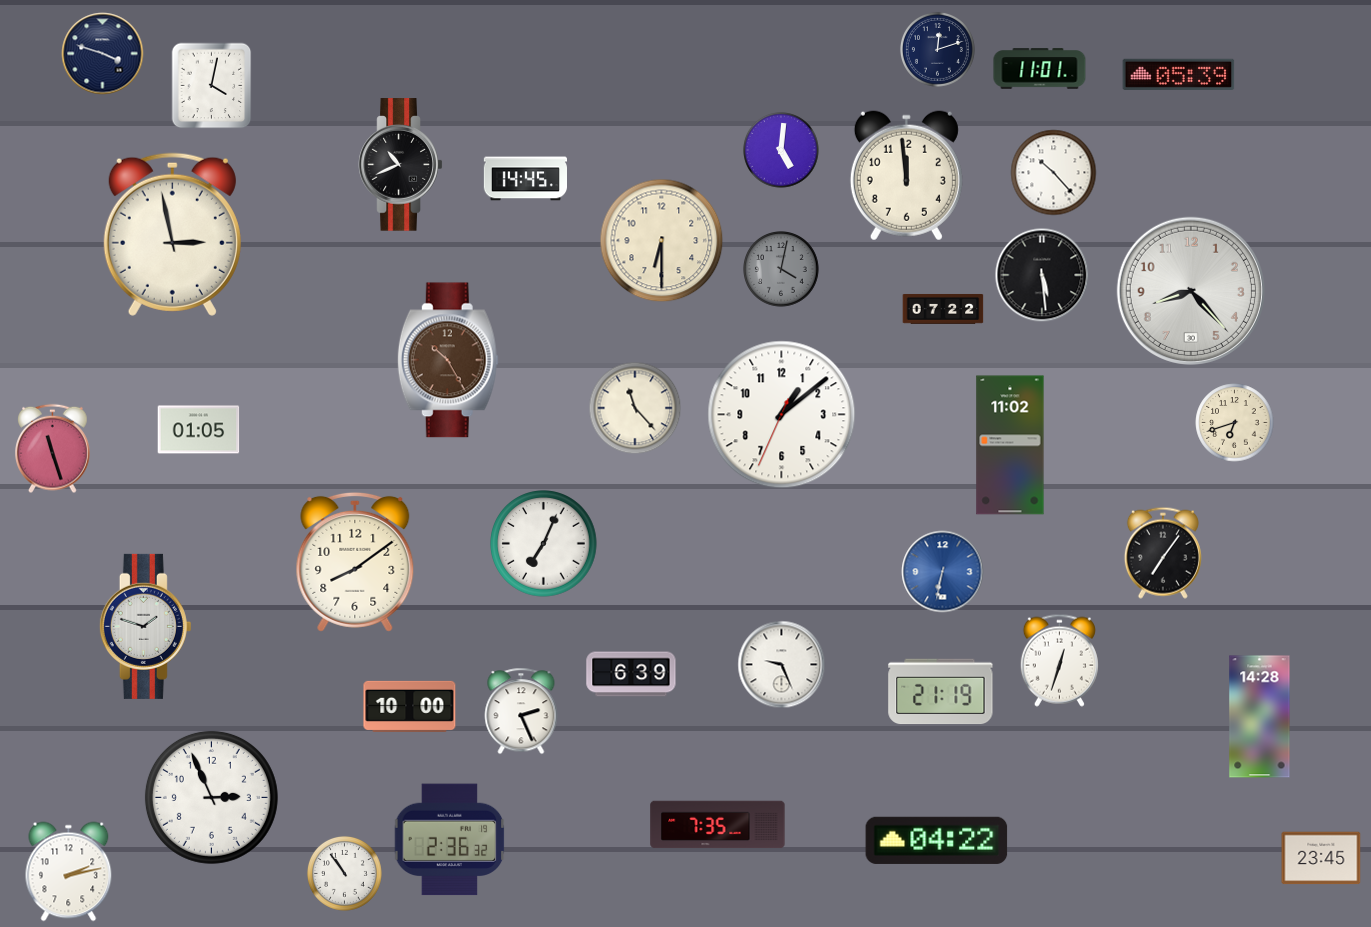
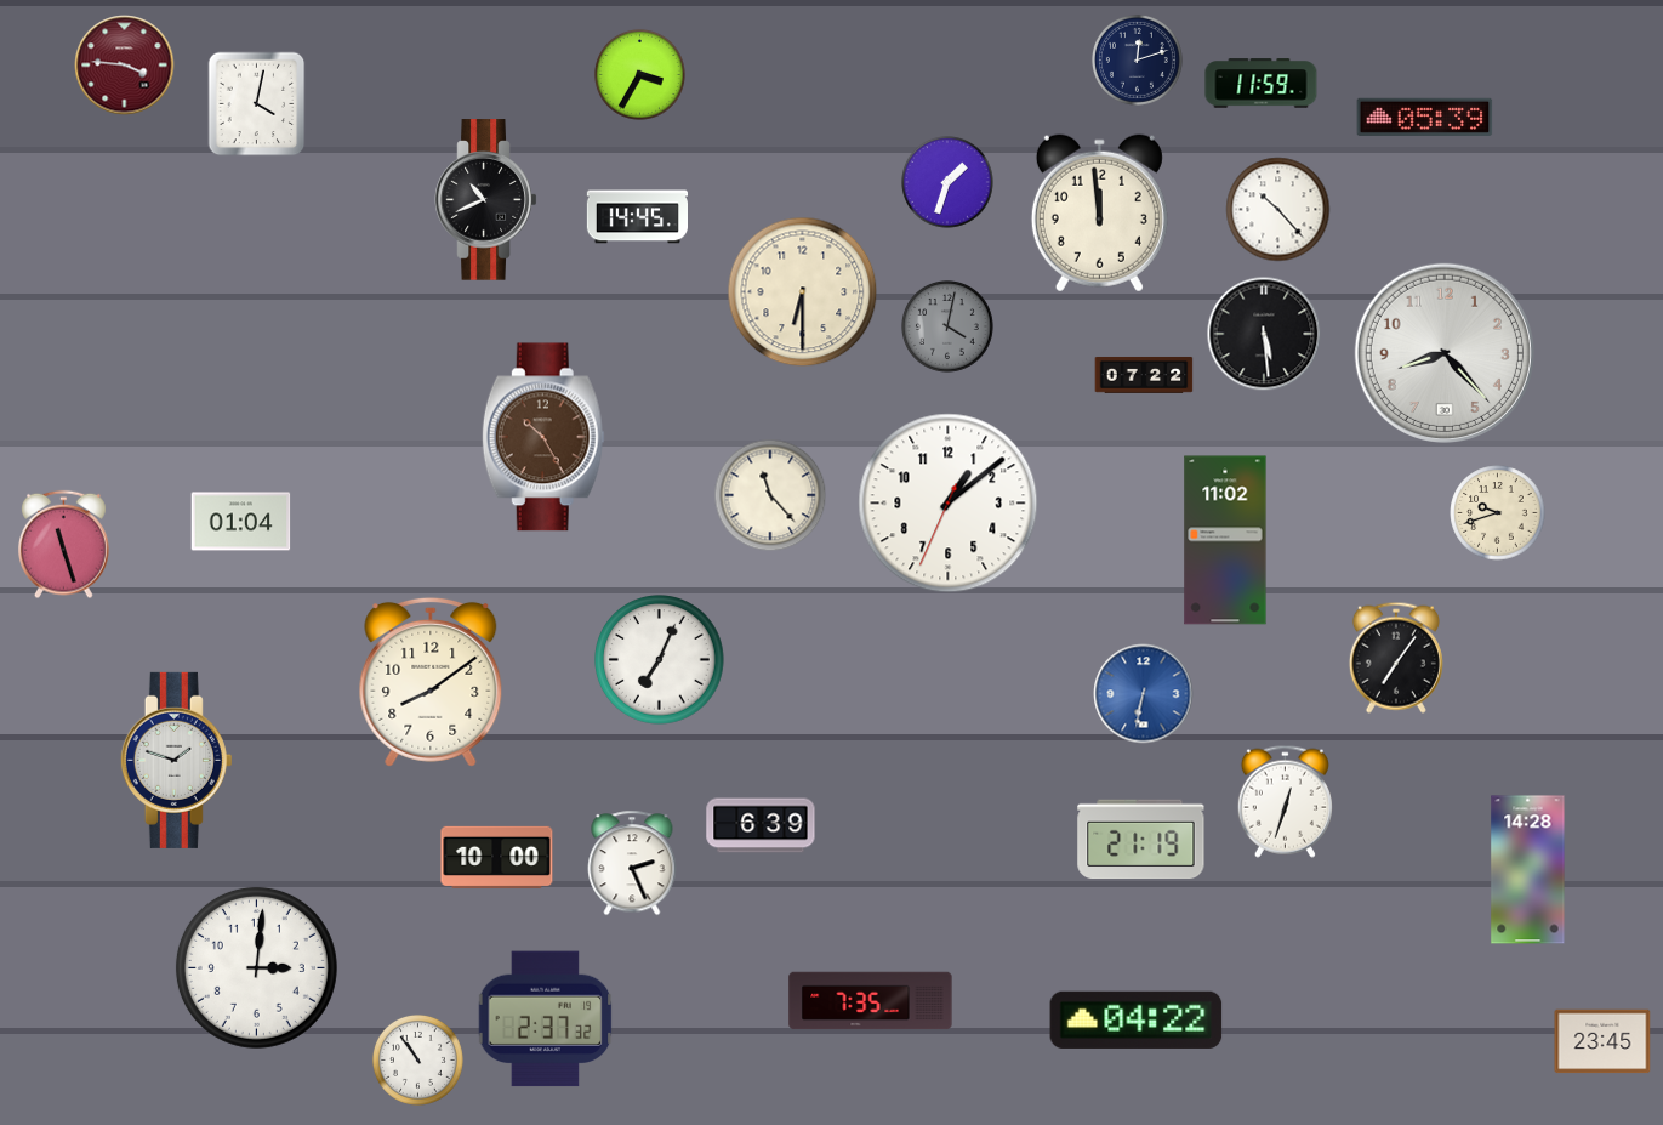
clock at (103, 54): 3:48 -> 3:46
clock at (103, 54) dial: navy -> burgundy
clock at (639, 74): none -> 3:35
clock at (1040, 69): 11:01 -> 11:59
clock at (1179, 74) position: (1179, 74) -> (1425, 117)
clock at (782, 151): 5:01 -> 1:33
clock at (172, 234): 2:58 -> none
clock at (1235, 423): 6:42 -> 9:42
clock at (199, 430): 01:05 -> 01:04
clock at (1163, 553) position: (1163, 553) -> (1396, 658)
clock at (782, 665): 9:26 -> none
clock at (631, 674) position: (631, 674) -> (761, 825)
clock at (211, 797): 2:56 -> 3:01
clock at (450, 840): 2:36 -> 2:37
clock at (69, 872): 2:13 -> none
